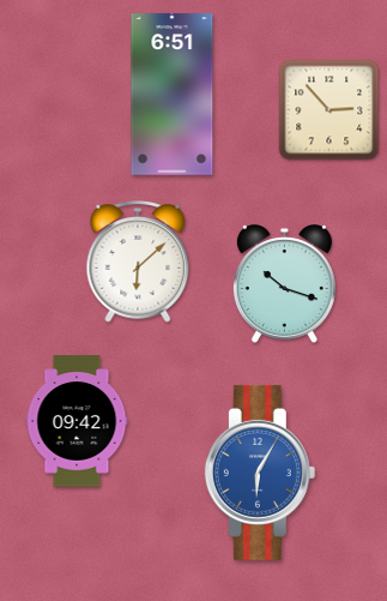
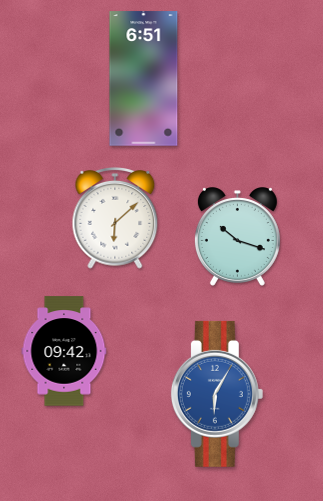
clock at (329, 110): 2:53 -> none
